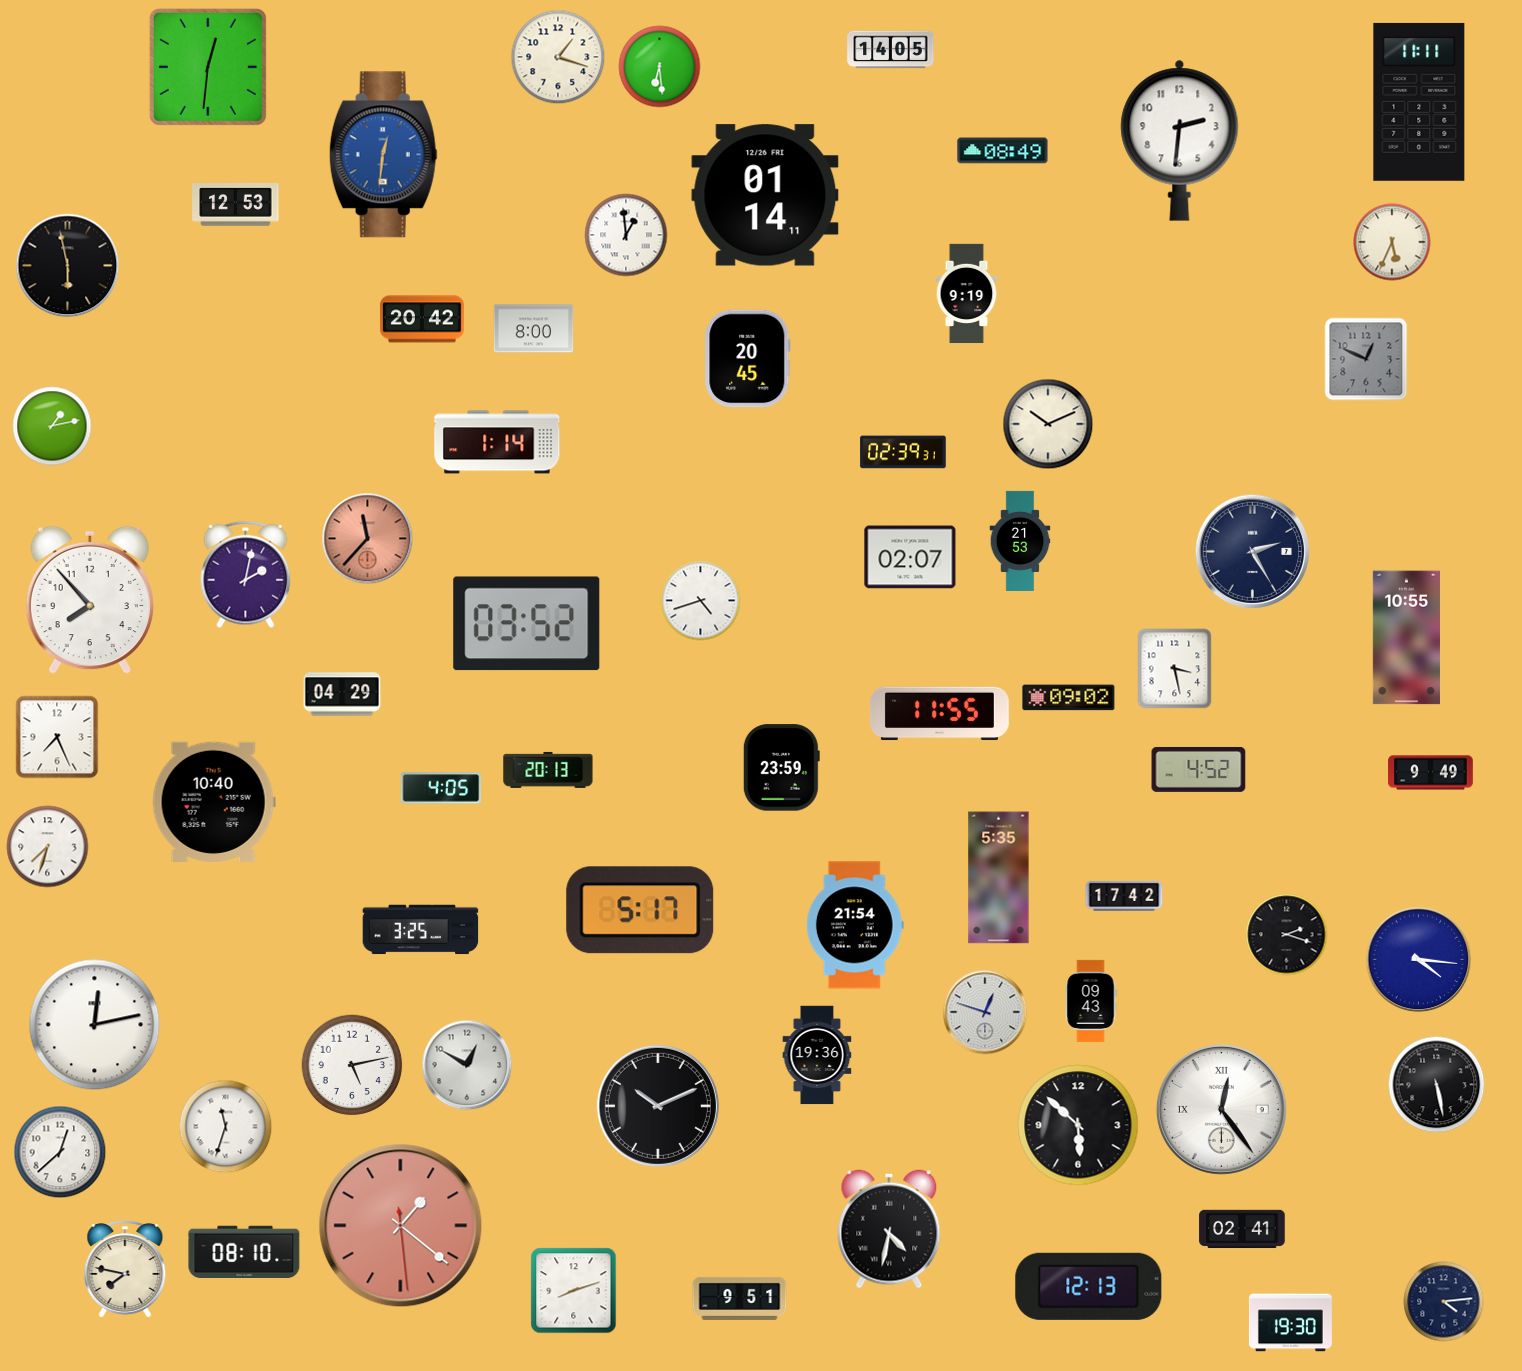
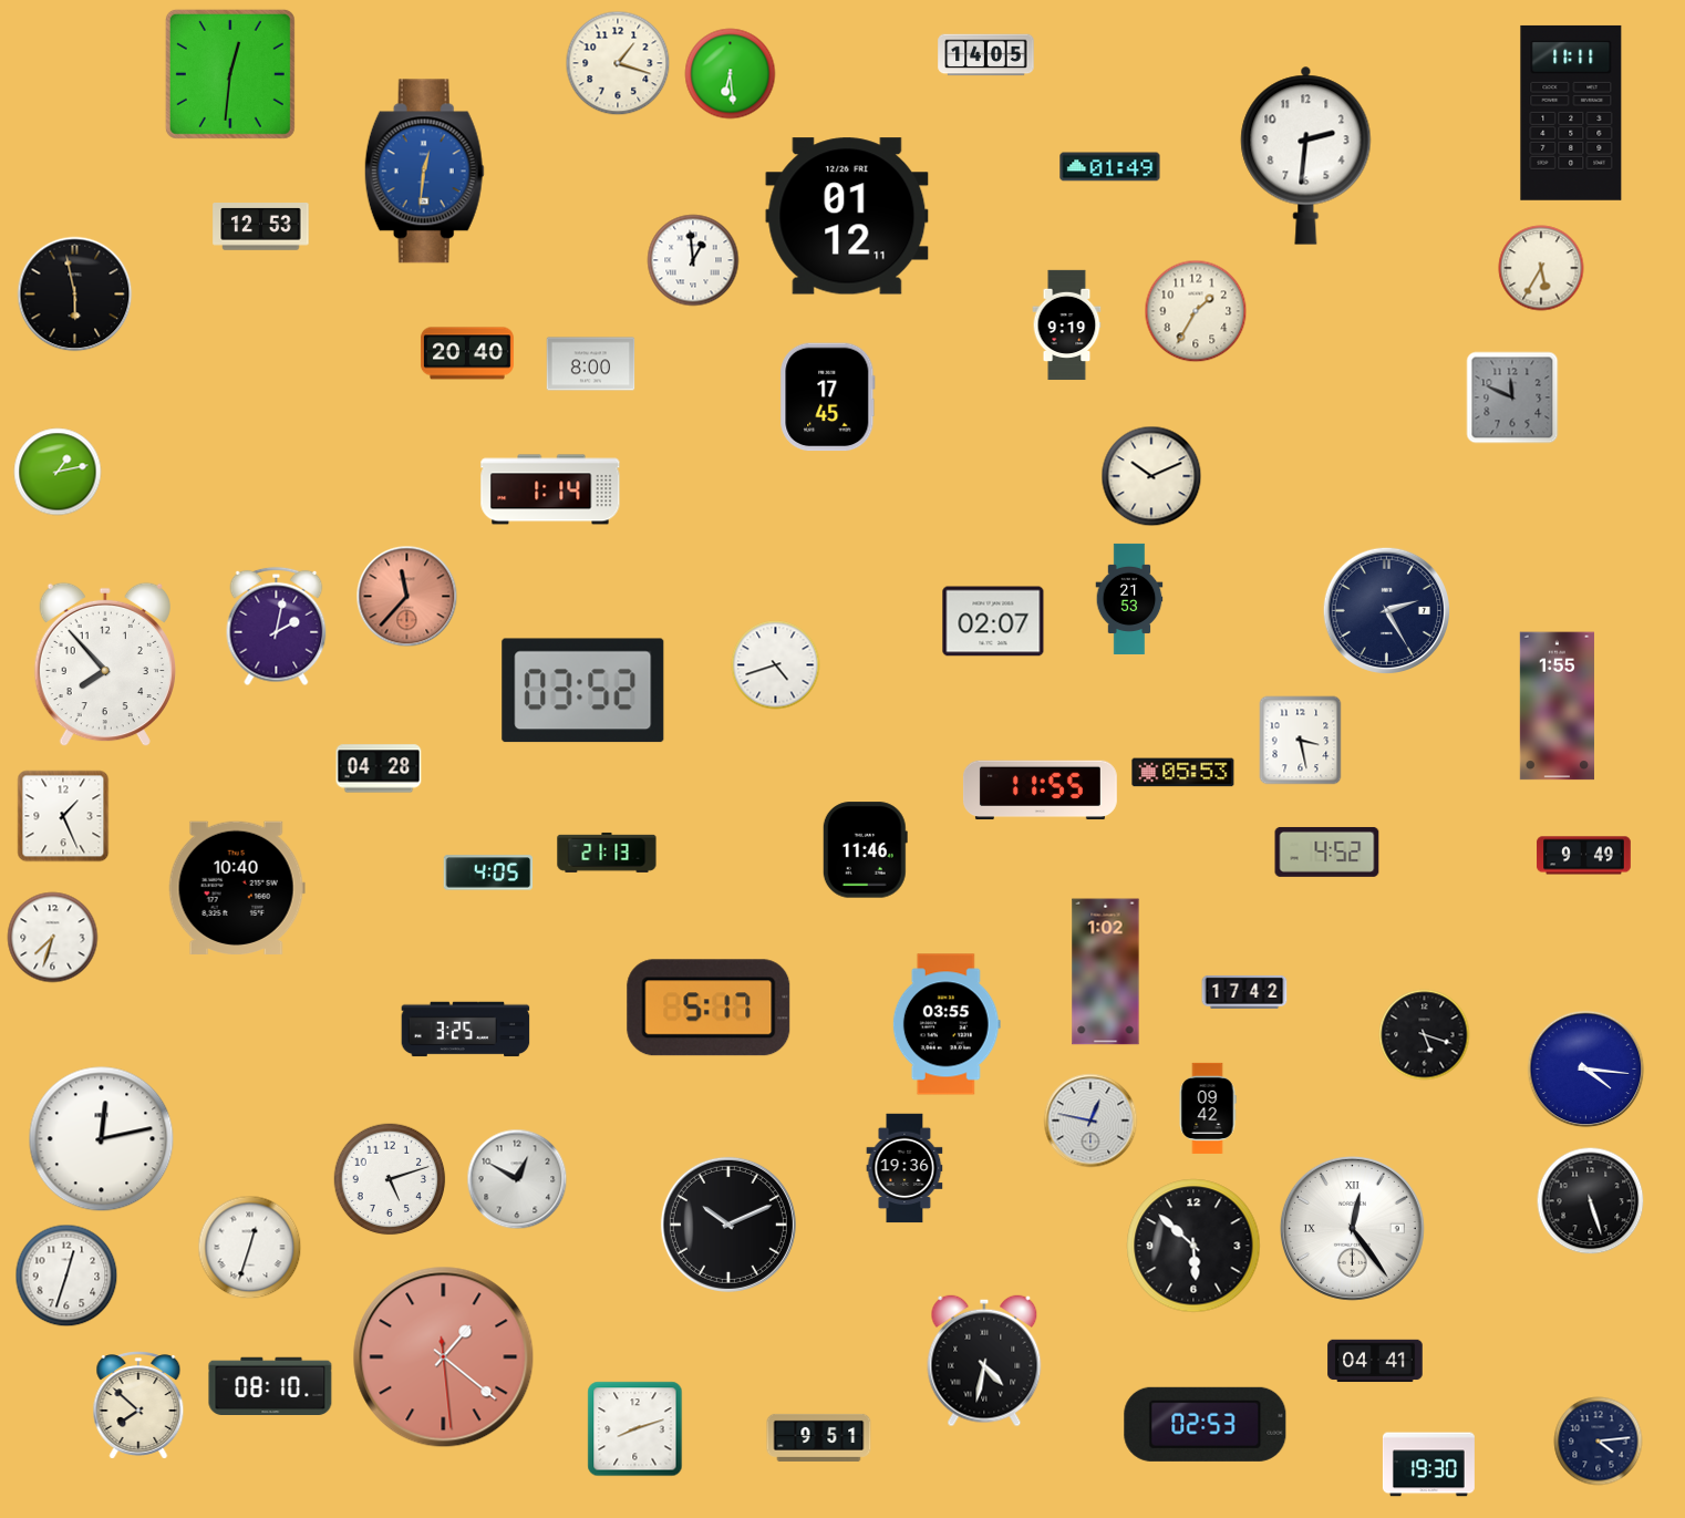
clock at (1003, 151): 08:49 -> 01:49
clock at (765, 195): 01:14 -> 01:12
clock at (1392, 242): 5:34 -> 5:35
clock at (1196, 311): none -> 1:35
clock at (967, 294) position: (967, 294) -> (1067, 326)
clock at (423, 319): 20:42 -> 20:40
clock at (748, 359): 20:45 -> 17:45
clock at (1366, 359): 12:49 -> 11:49
clock at (1048, 424) position: (1048, 424) -> (1151, 476)
clock at (903, 452): 02:39 -> none
clock at (910, 557) position: (910, 557) -> (993, 621)
clock at (246, 575) position: (246, 575) -> (277, 627)
clock at (90, 600) position: (90, 600) -> (105, 664)
clock at (1406, 638): 10:55 -> 1:55
clock at (342, 694): 04:29 -> 04:28
clock at (1069, 698): 09:02 -> 05:53
clock at (57, 737): 7:26 -> 1:26
clock at (781, 768): 23:59 -> 11:46
clock at (548, 770): 20:13 -> 21:13
clock at (999, 878): 5:35 -> 1:02
clock at (855, 925): 21:54 -> 03:55
clock at (1287, 935): 2:18 -> 5:18
clock at (1419, 960) position: (1419, 960) -> (1586, 1070)
clock at (1091, 1001): 09:43 -> 09:42
clock at (985, 1012): 12:48 -> 12:47
clock at (95, 1025) position: (95, 1025) -> (102, 1139)
clock at (352, 1065): 5:13 -> 5:12
clock at (1437, 1085): 5:28 -> 5:27
clock at (226, 1127): 11:33 -> 12:33
clock at (60, 1152): 12:38 -> 12:33
clock at (1242, 1229): 02:41 -> 04:41
clock at (125, 1269): 7:47 -> 7:52
clock at (1089, 1286): 12:13 -> 02:53
